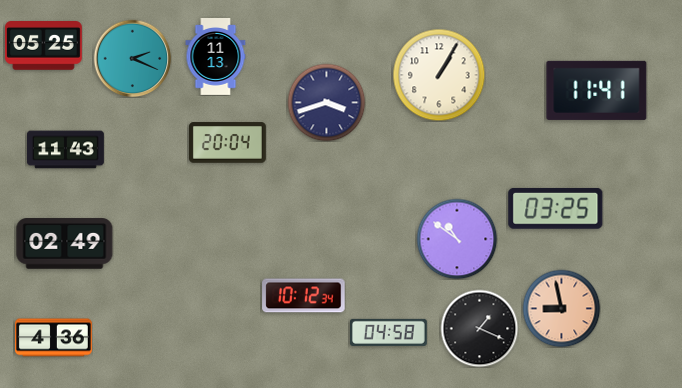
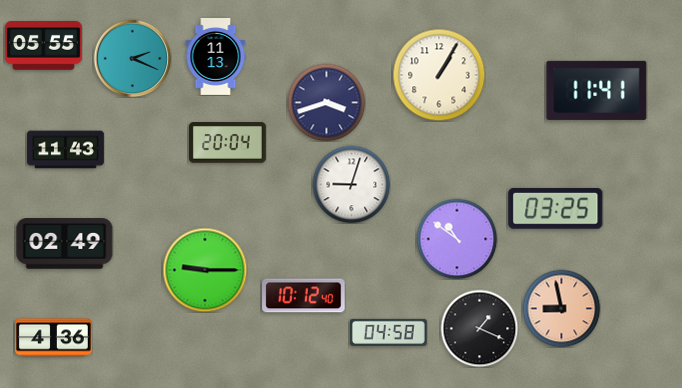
clock at (43, 46): 05:25 -> 05:55
clock at (351, 184): none -> 9:03
clock at (205, 270): none -> 9:15
clock at (304, 296): 10:12:34 -> 10:12:40
